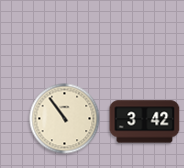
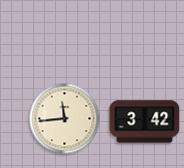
clock at (65, 119): 10:54 -> 11:44
